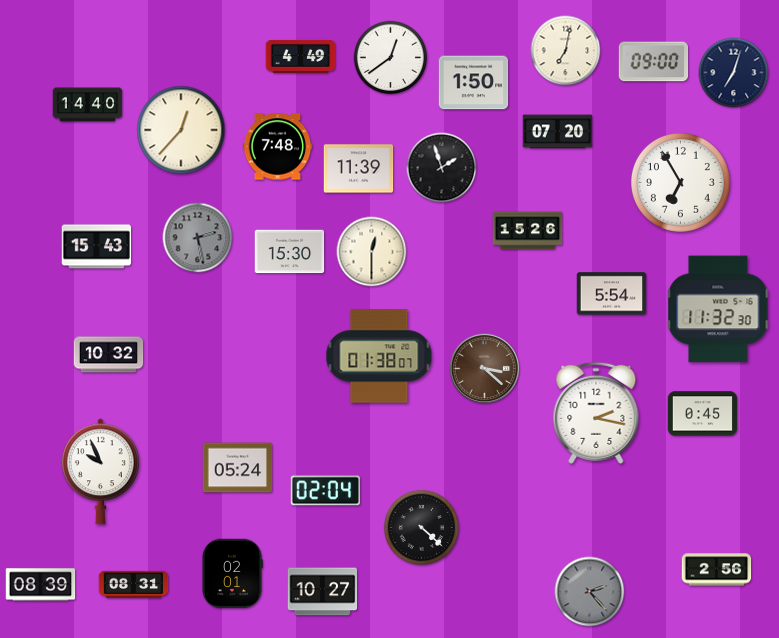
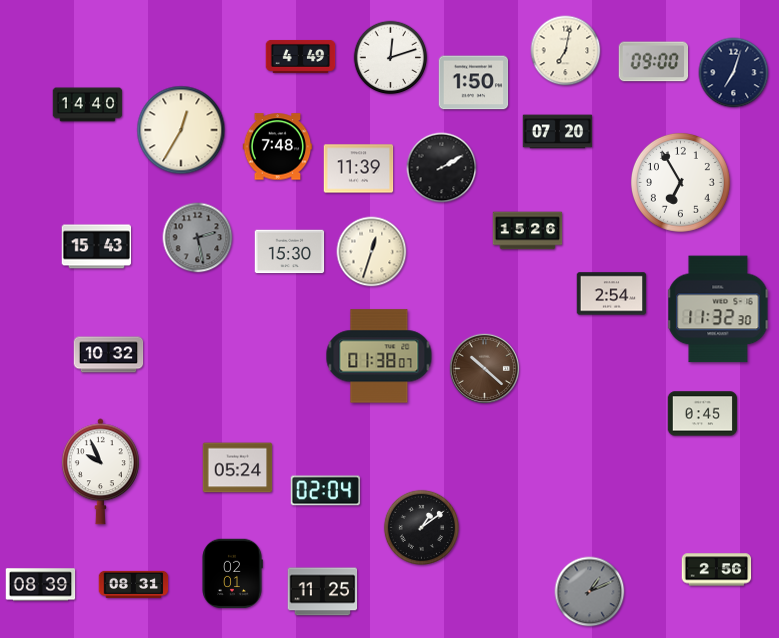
clock at (391, 58): 12:39 -> 12:12
clock at (181, 130): 12:37 -> 12:35
clock at (442, 168): 1:57 -> 2:10
clock at (372, 252): 12:30 -> 12:33
clock at (612, 294): 5:54 -> 2:54
clock at (484, 368): 3:22 -> 10:22
clock at (596, 413): 2:17 -> none
clock at (421, 527): 4:22 -> 1:09
clock at (323, 592): 10:27 -> 11:25
clock at (590, 592): 2:23 -> 1:11
